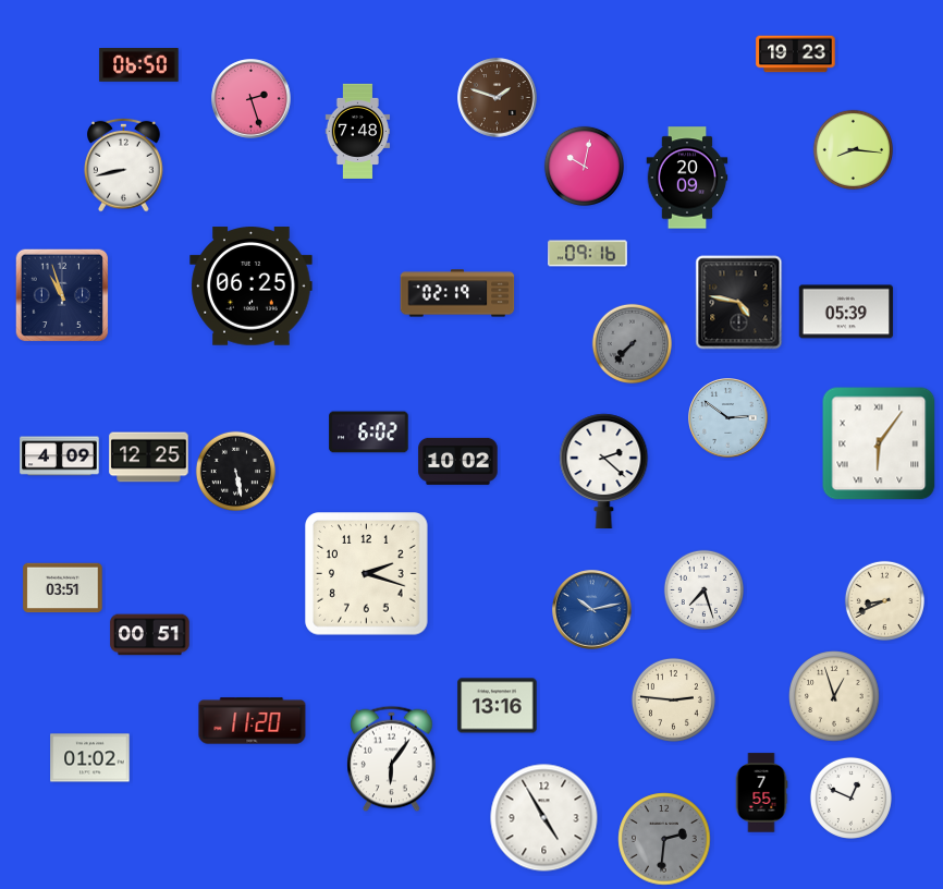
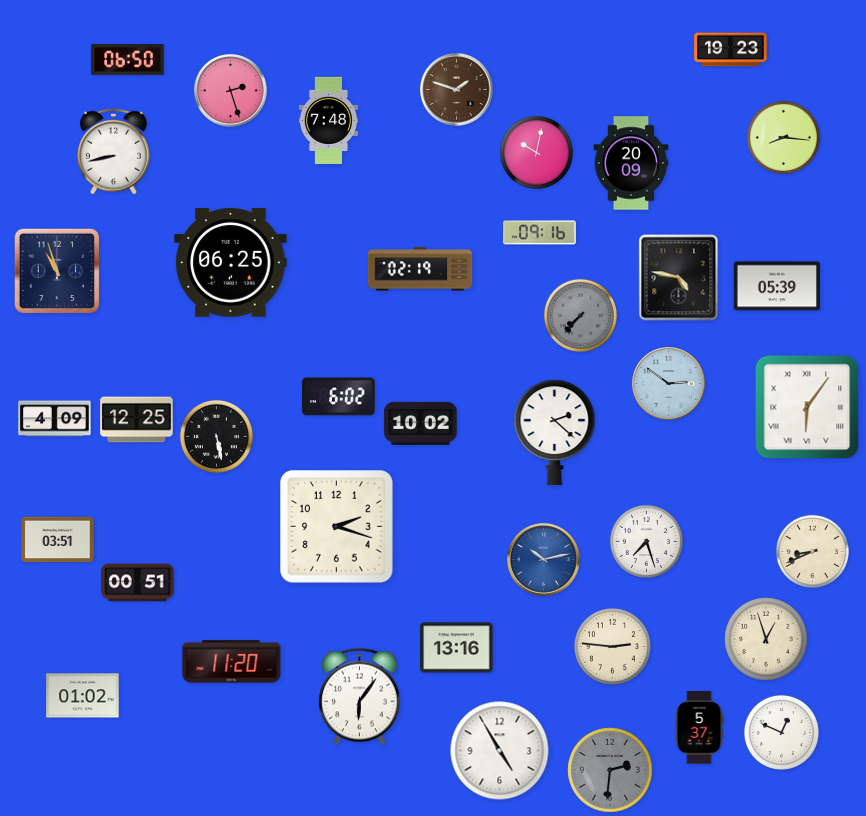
clock at (235, 471) position: (235, 471) -> (216, 436)
clock at (673, 699) position: (673, 699) -> (612, 646)
clock at (761, 793): 7:55 -> 5:37
